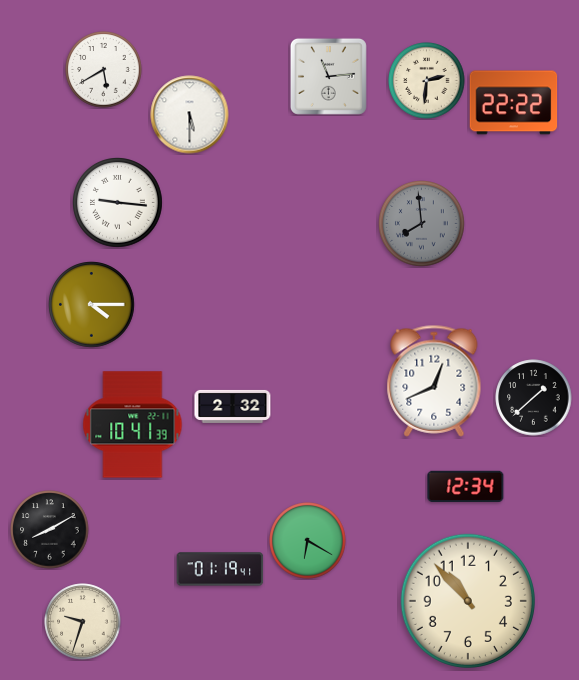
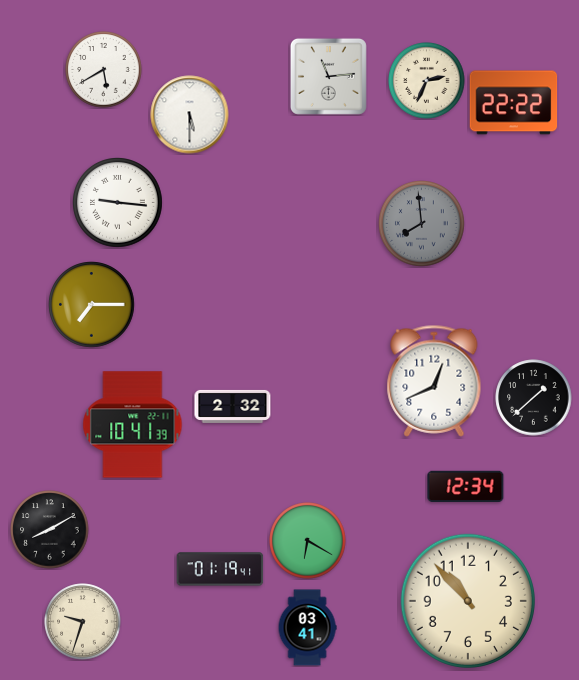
clock at (427, 81): 2:31 -> 2:34
clock at (92, 305): 4:15 -> 7:15
clock at (307, 628): none -> 03:41
